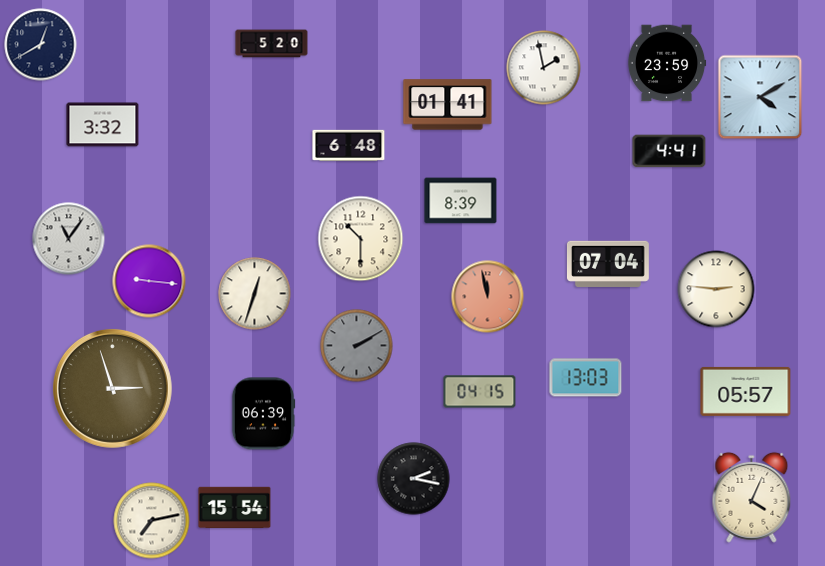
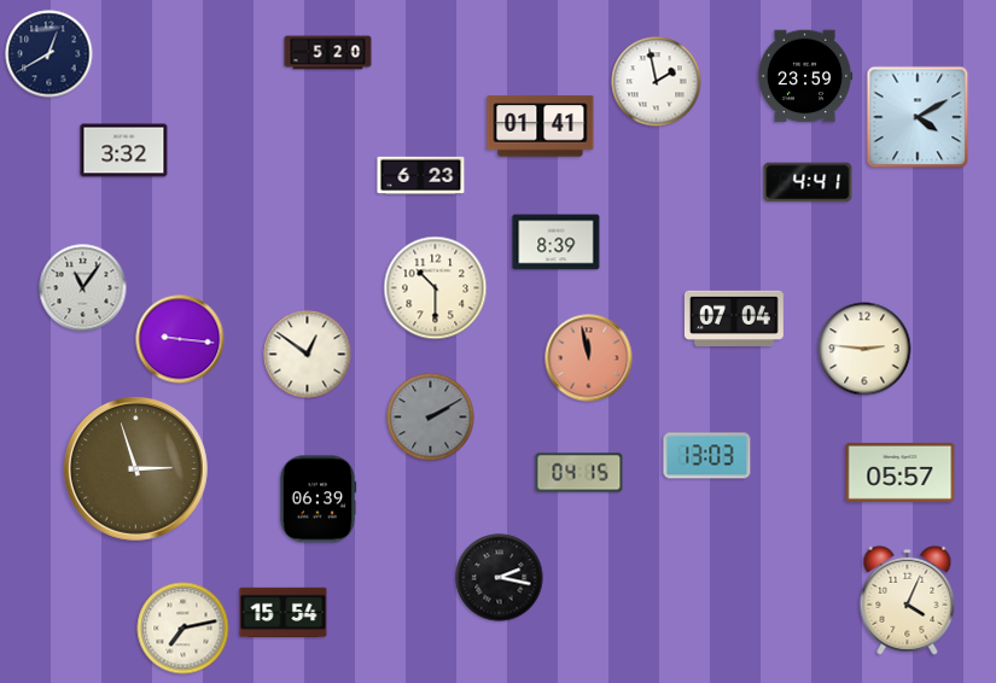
clock at (349, 145): 6:48 -> 6:23
clock at (255, 294): 12:33 -> 12:51
